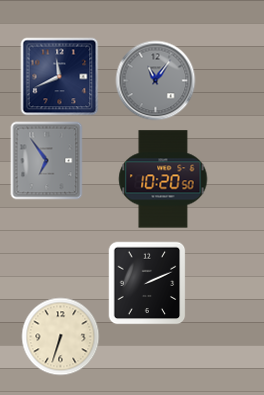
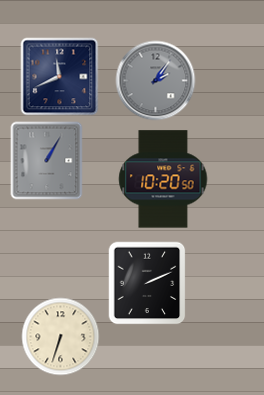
clock at (155, 80): 11:06 -> 2:06
clock at (47, 160): 6:54 -> 1:05
